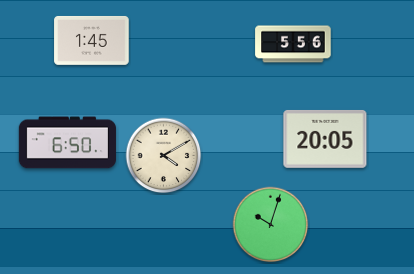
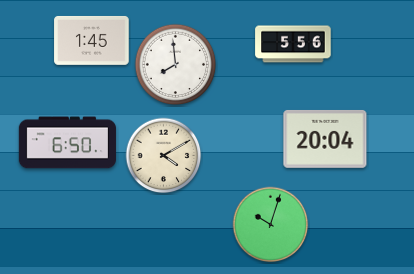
clock at (176, 65): none -> 7:59
clock at (325, 139): 20:05 -> 20:04
